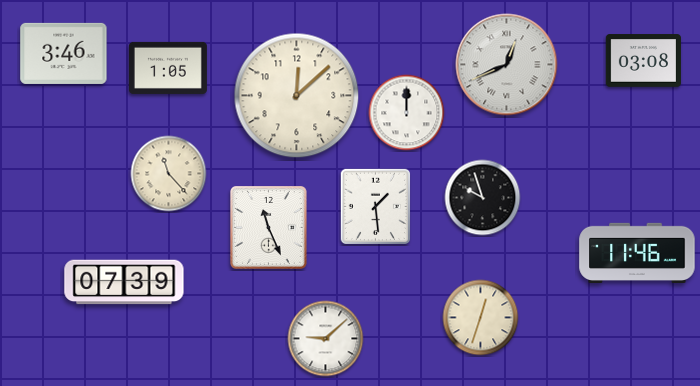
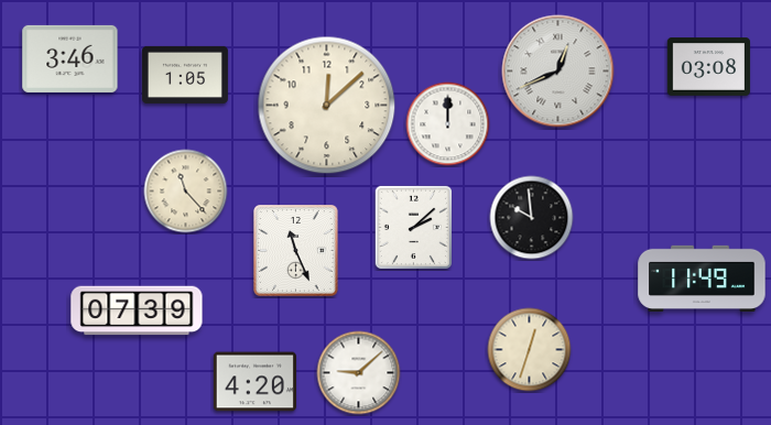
clock at (483, 198): 9:57 -> 9:59
clock at (375, 206): 1:29 -> 2:08
clock at (637, 252): 11:46 -> 11:49
clock at (254, 382): none -> 4:20
